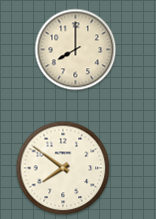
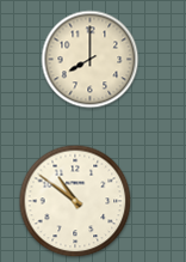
clock at (63, 168): 7:51 -> 10:51
